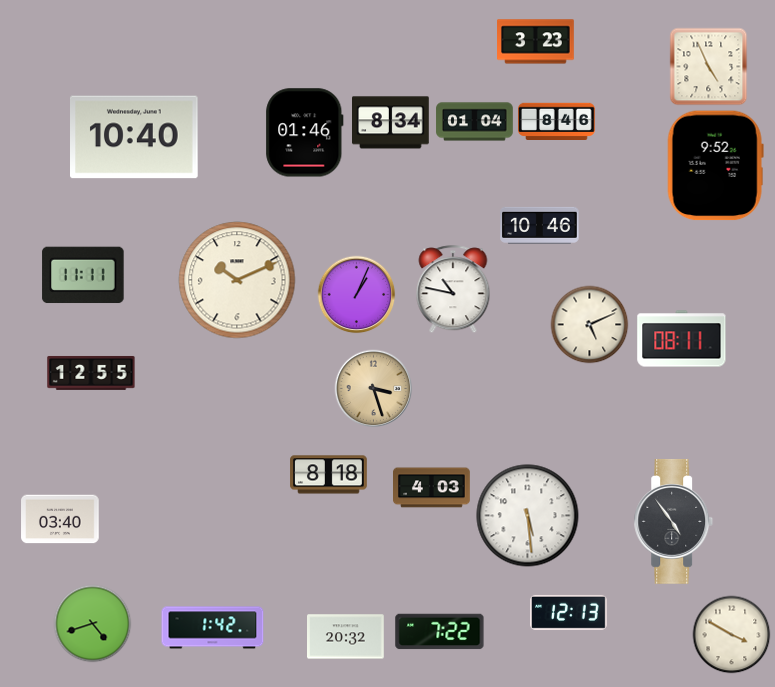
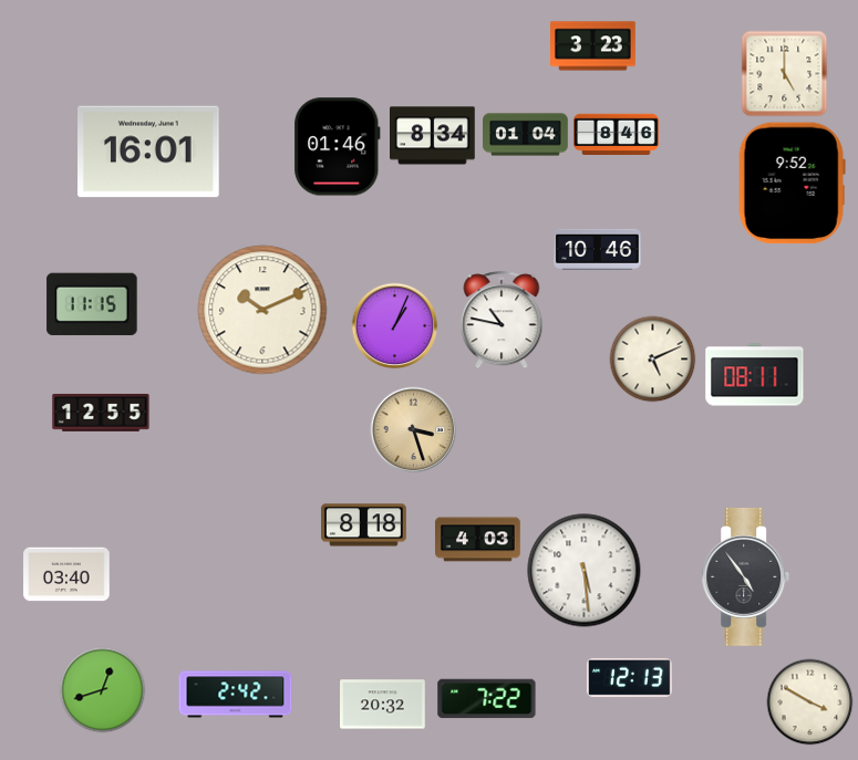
clock at (708, 66): 4:56 -> 5:00
clock at (134, 137): 10:40 -> 16:01
clock at (83, 275): 11:11 -> 11:15
clock at (92, 623): 4:42 -> 12:42
clock at (213, 628): 1:42 -> 2:42
